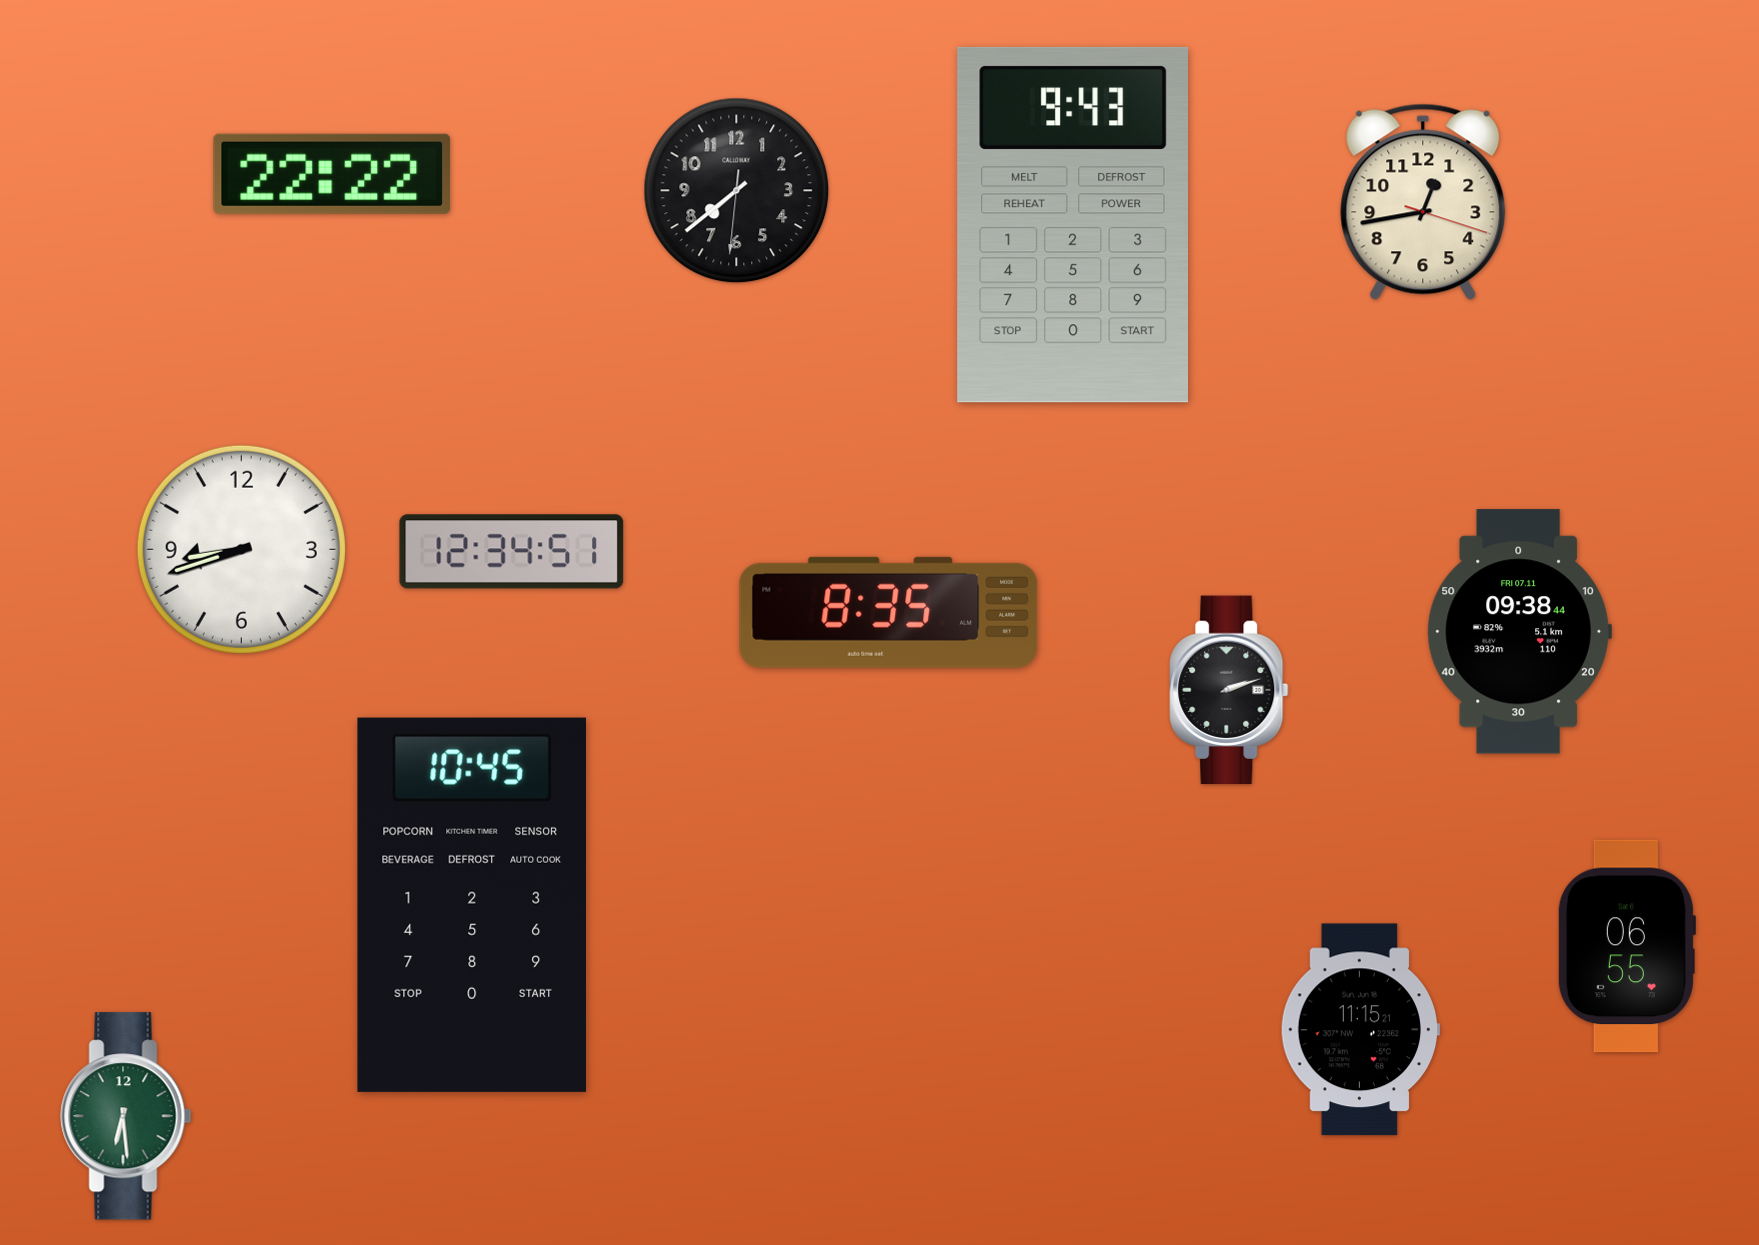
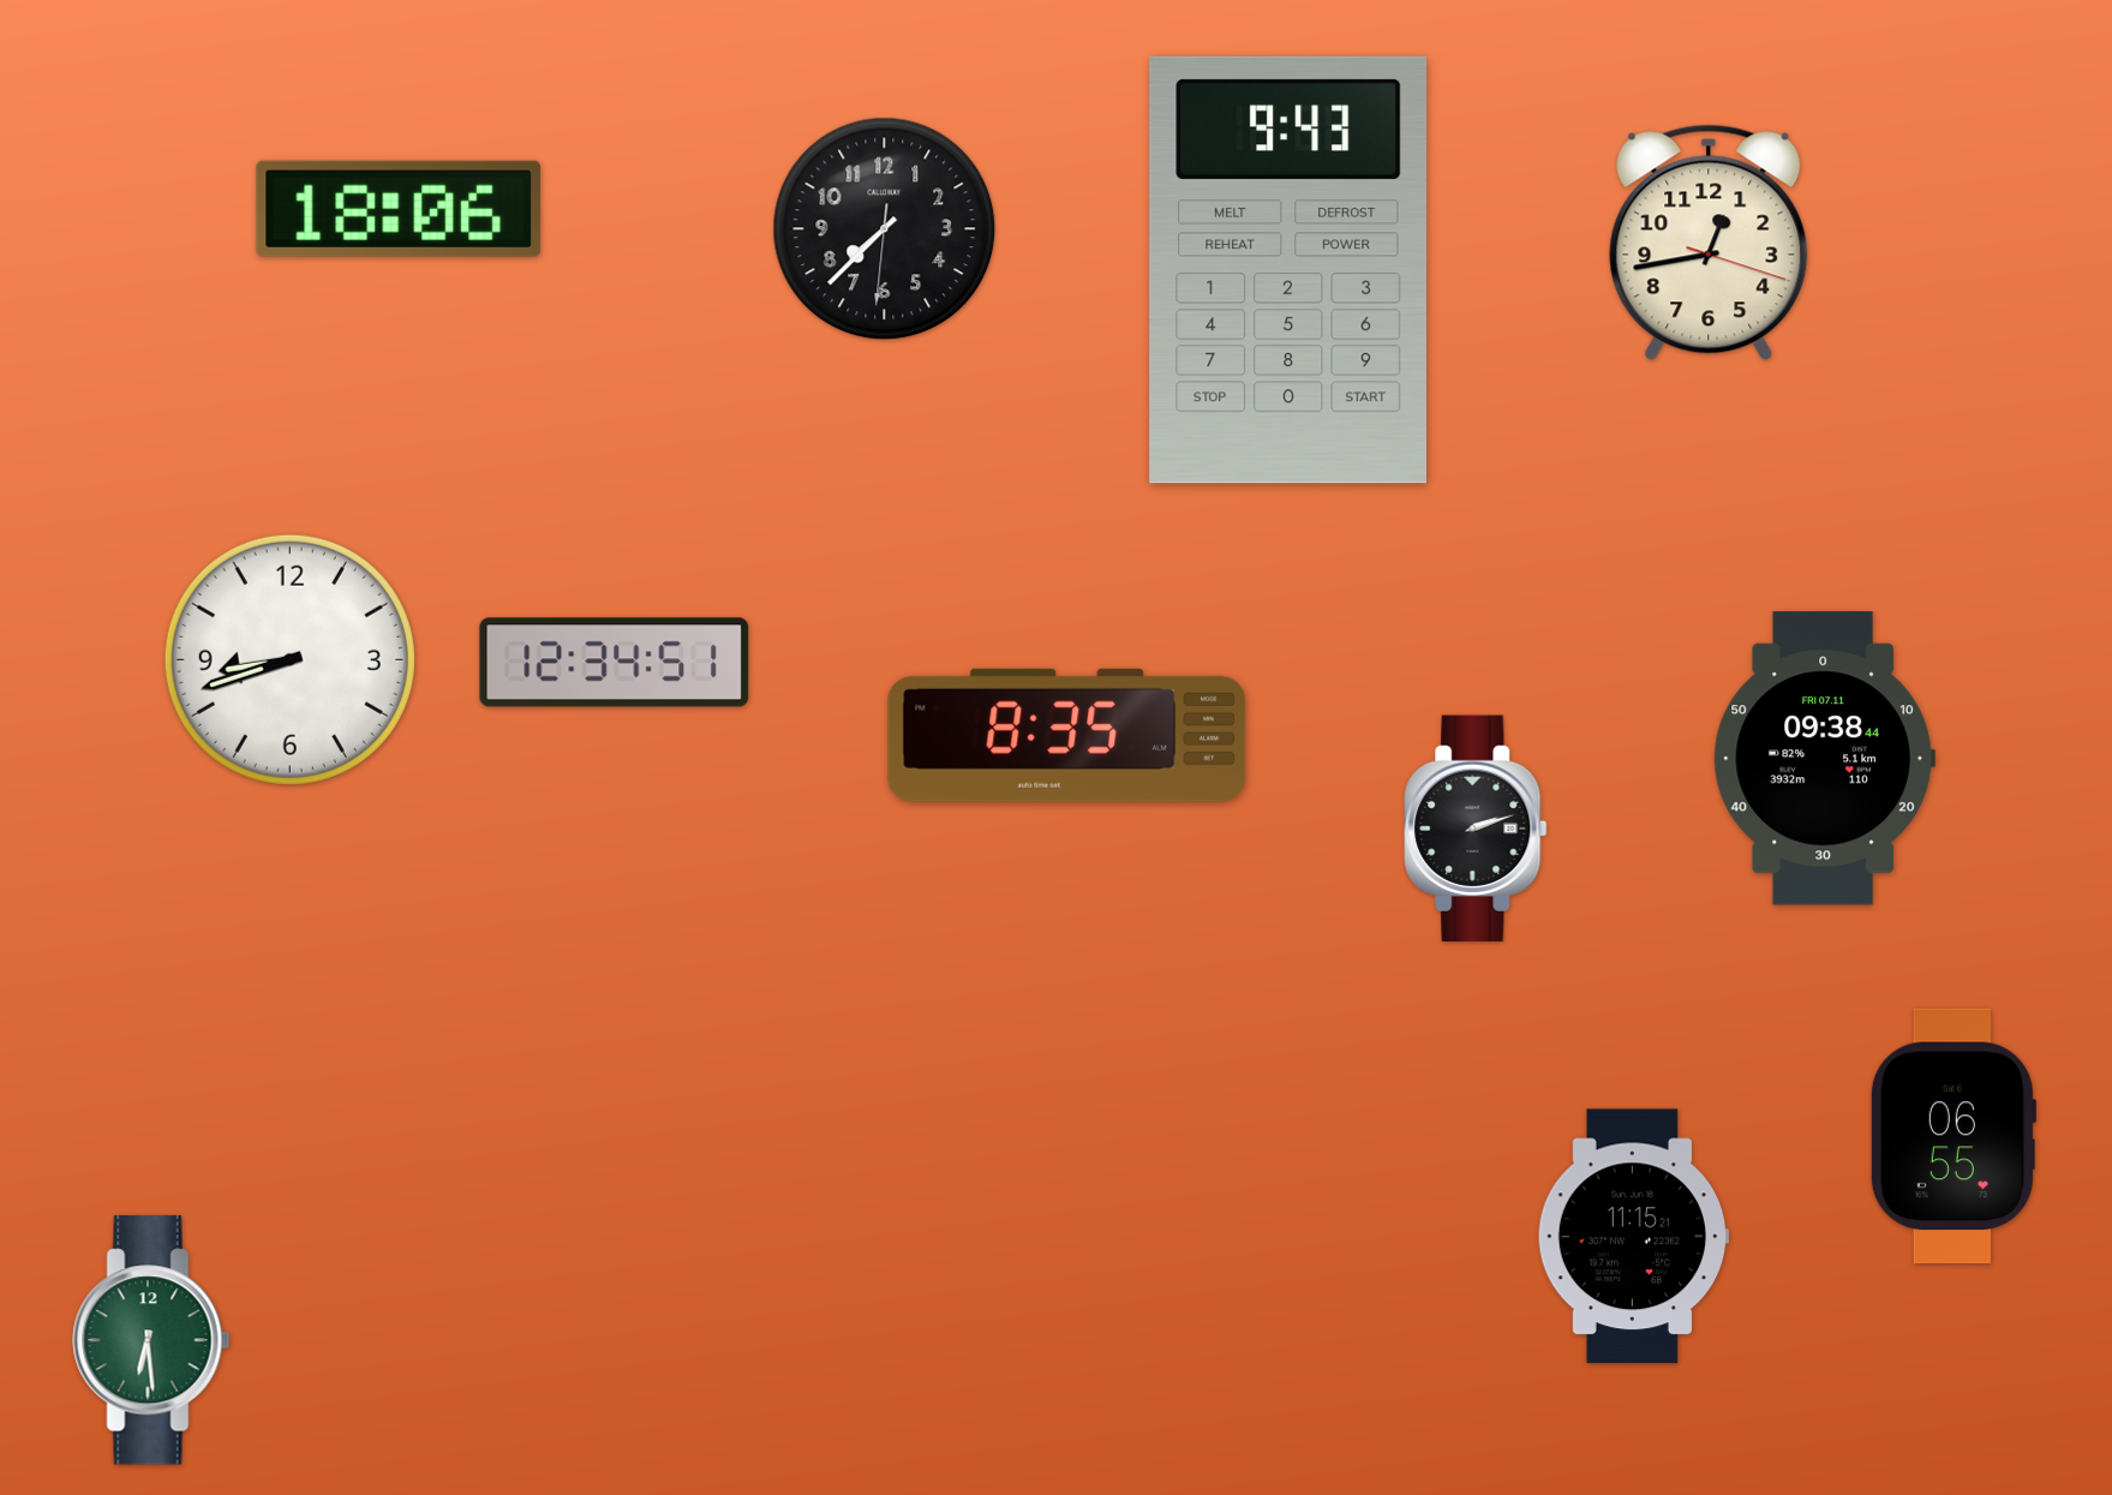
clock at (332, 174): 22:22 -> 18:06
clock at (737, 191): 7:38 -> 7:37
clock at (472, 905): 10:45 -> none
